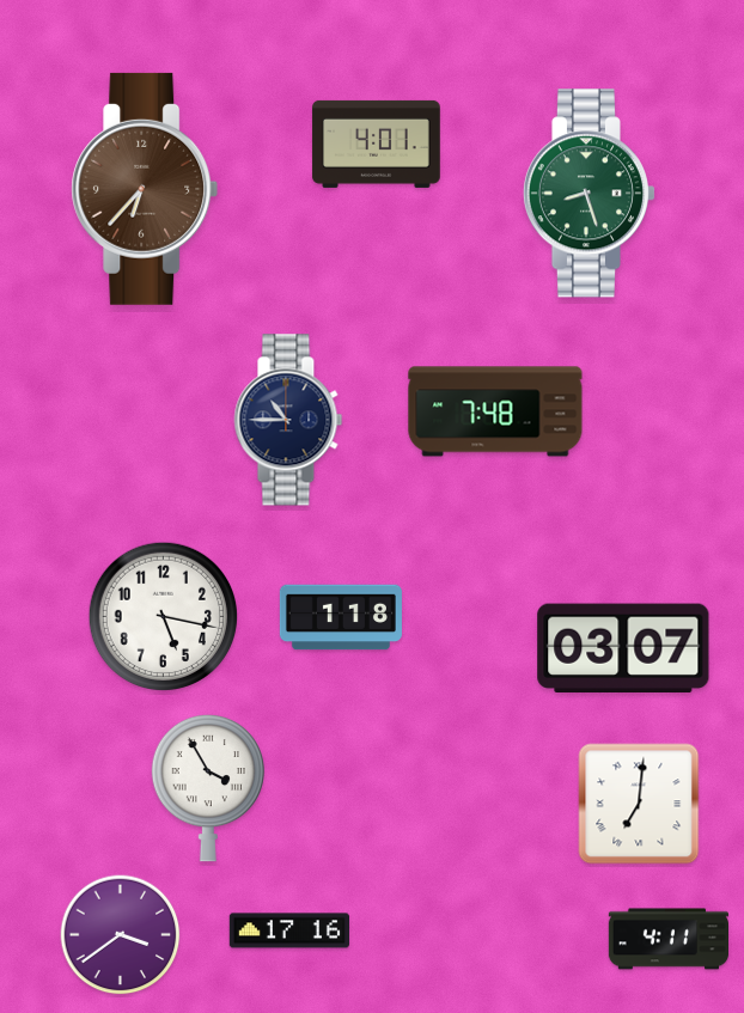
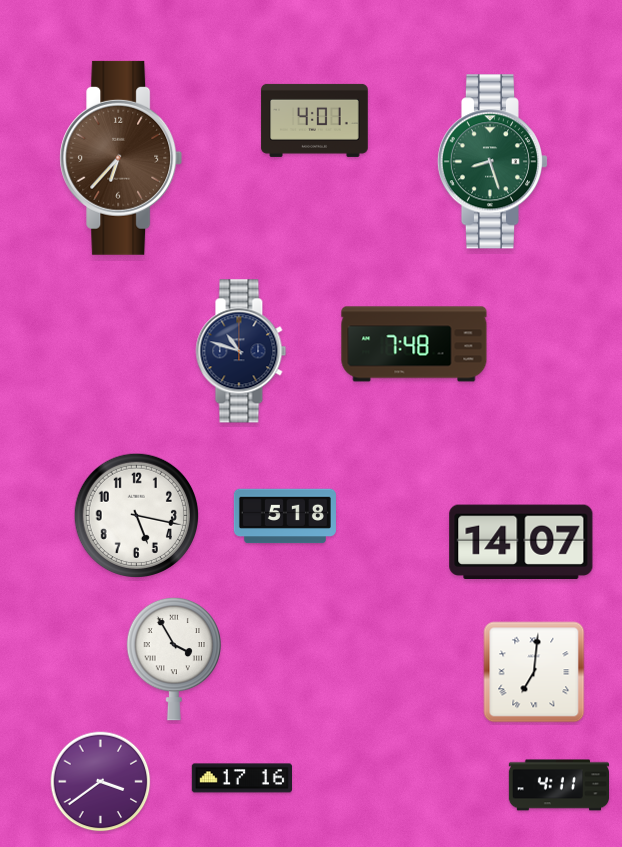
clock at (288, 420): 10:45 -> 10:48
clock at (341, 617): 1:18 -> 5:18
clock at (623, 647): 03:07 -> 14:07
